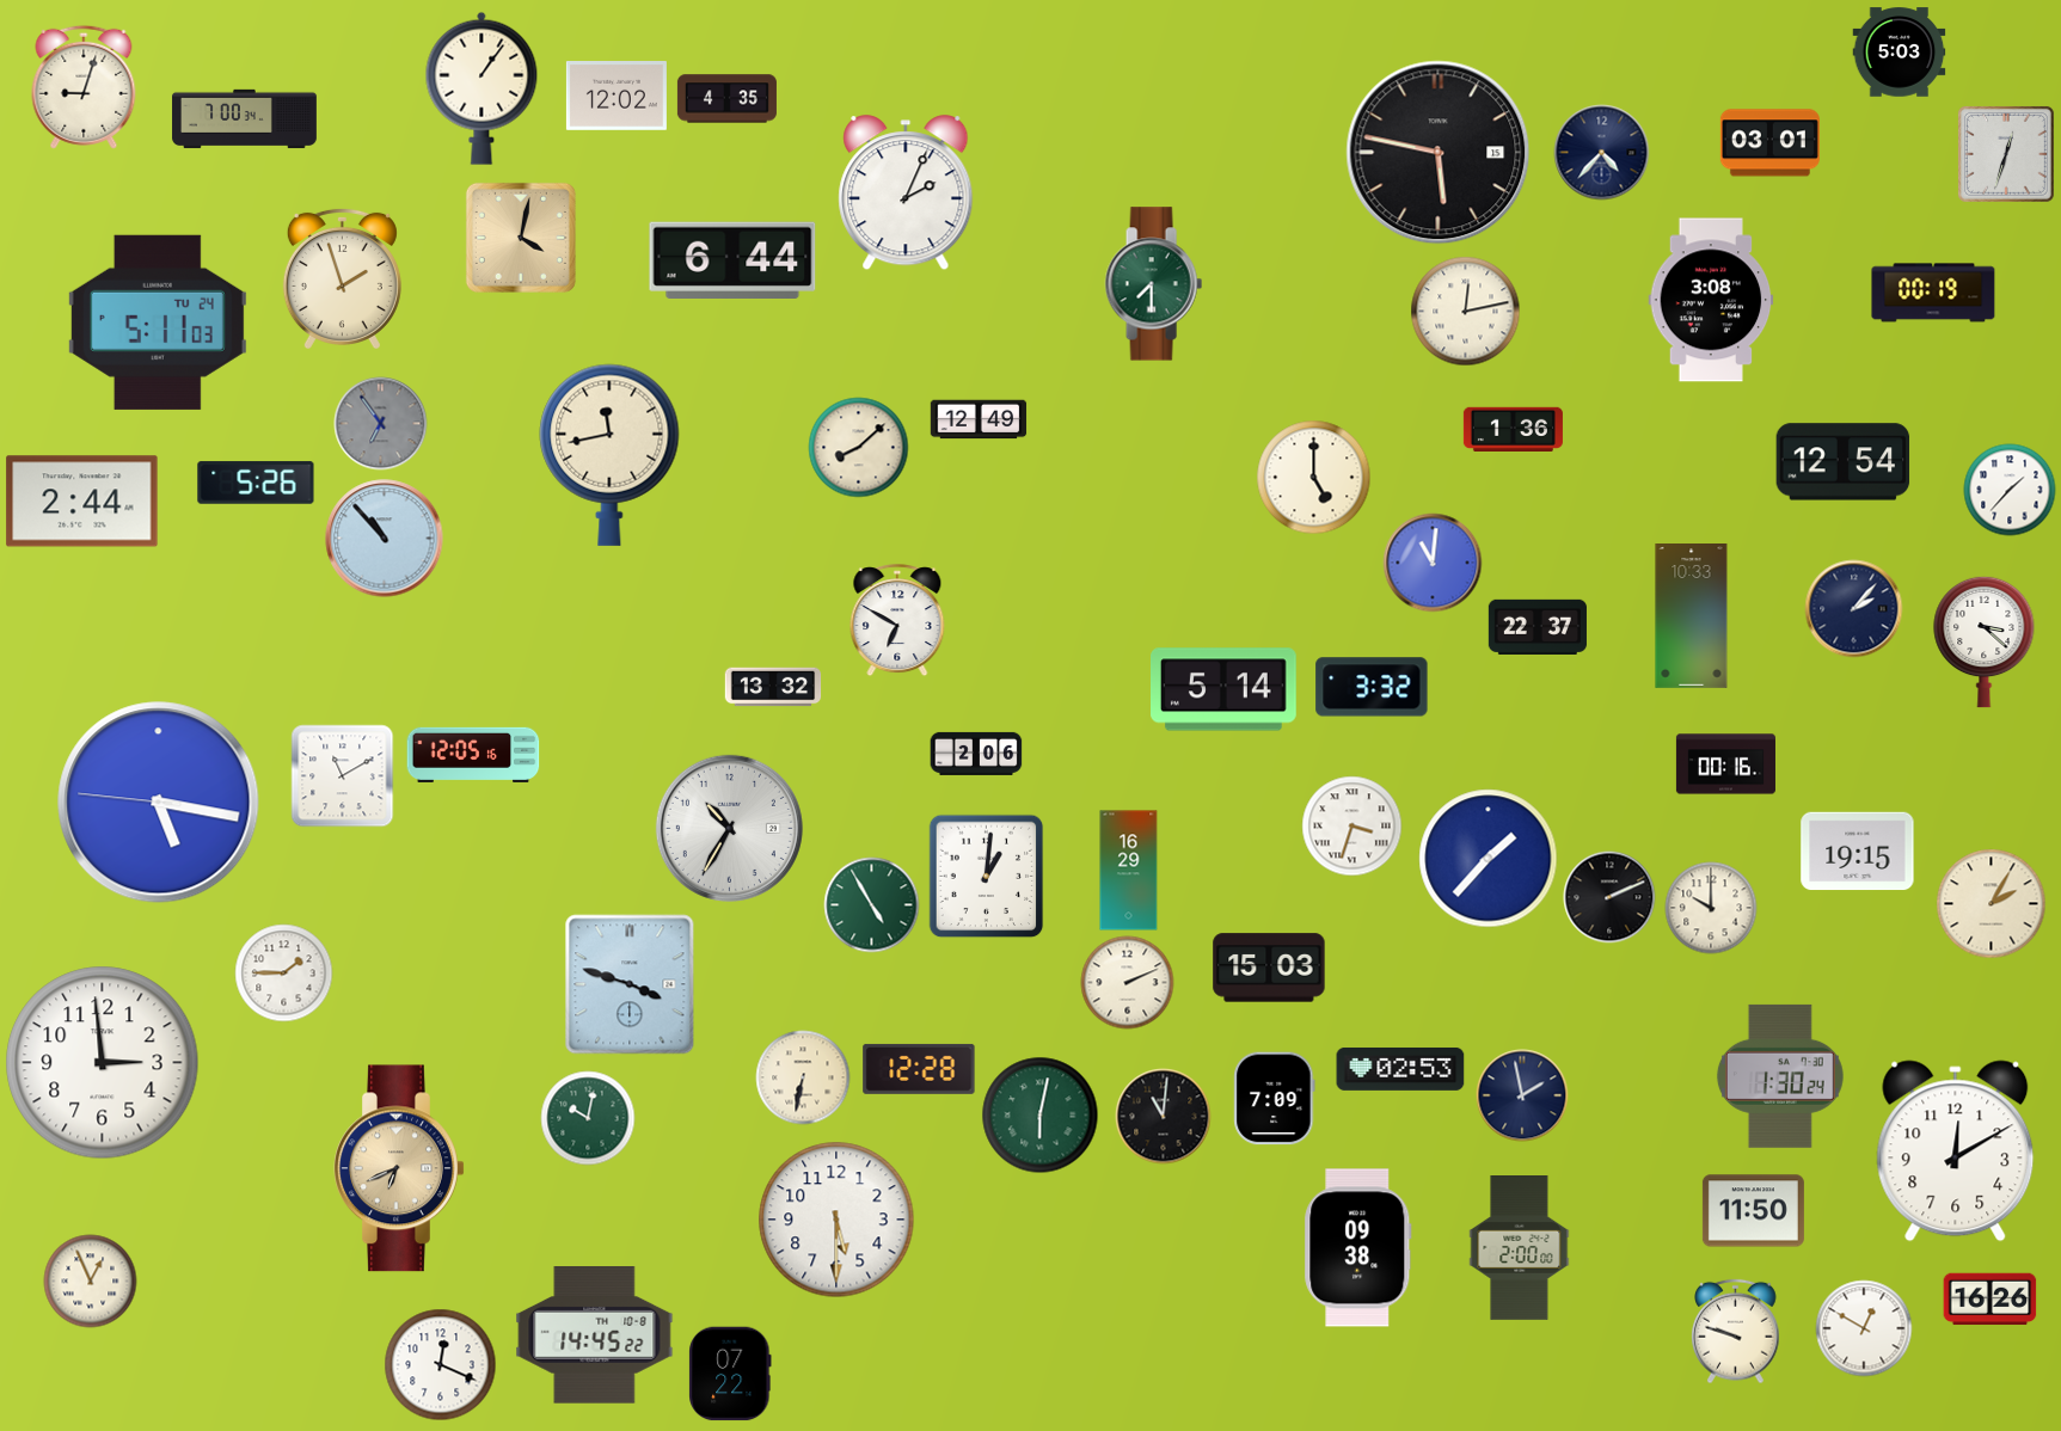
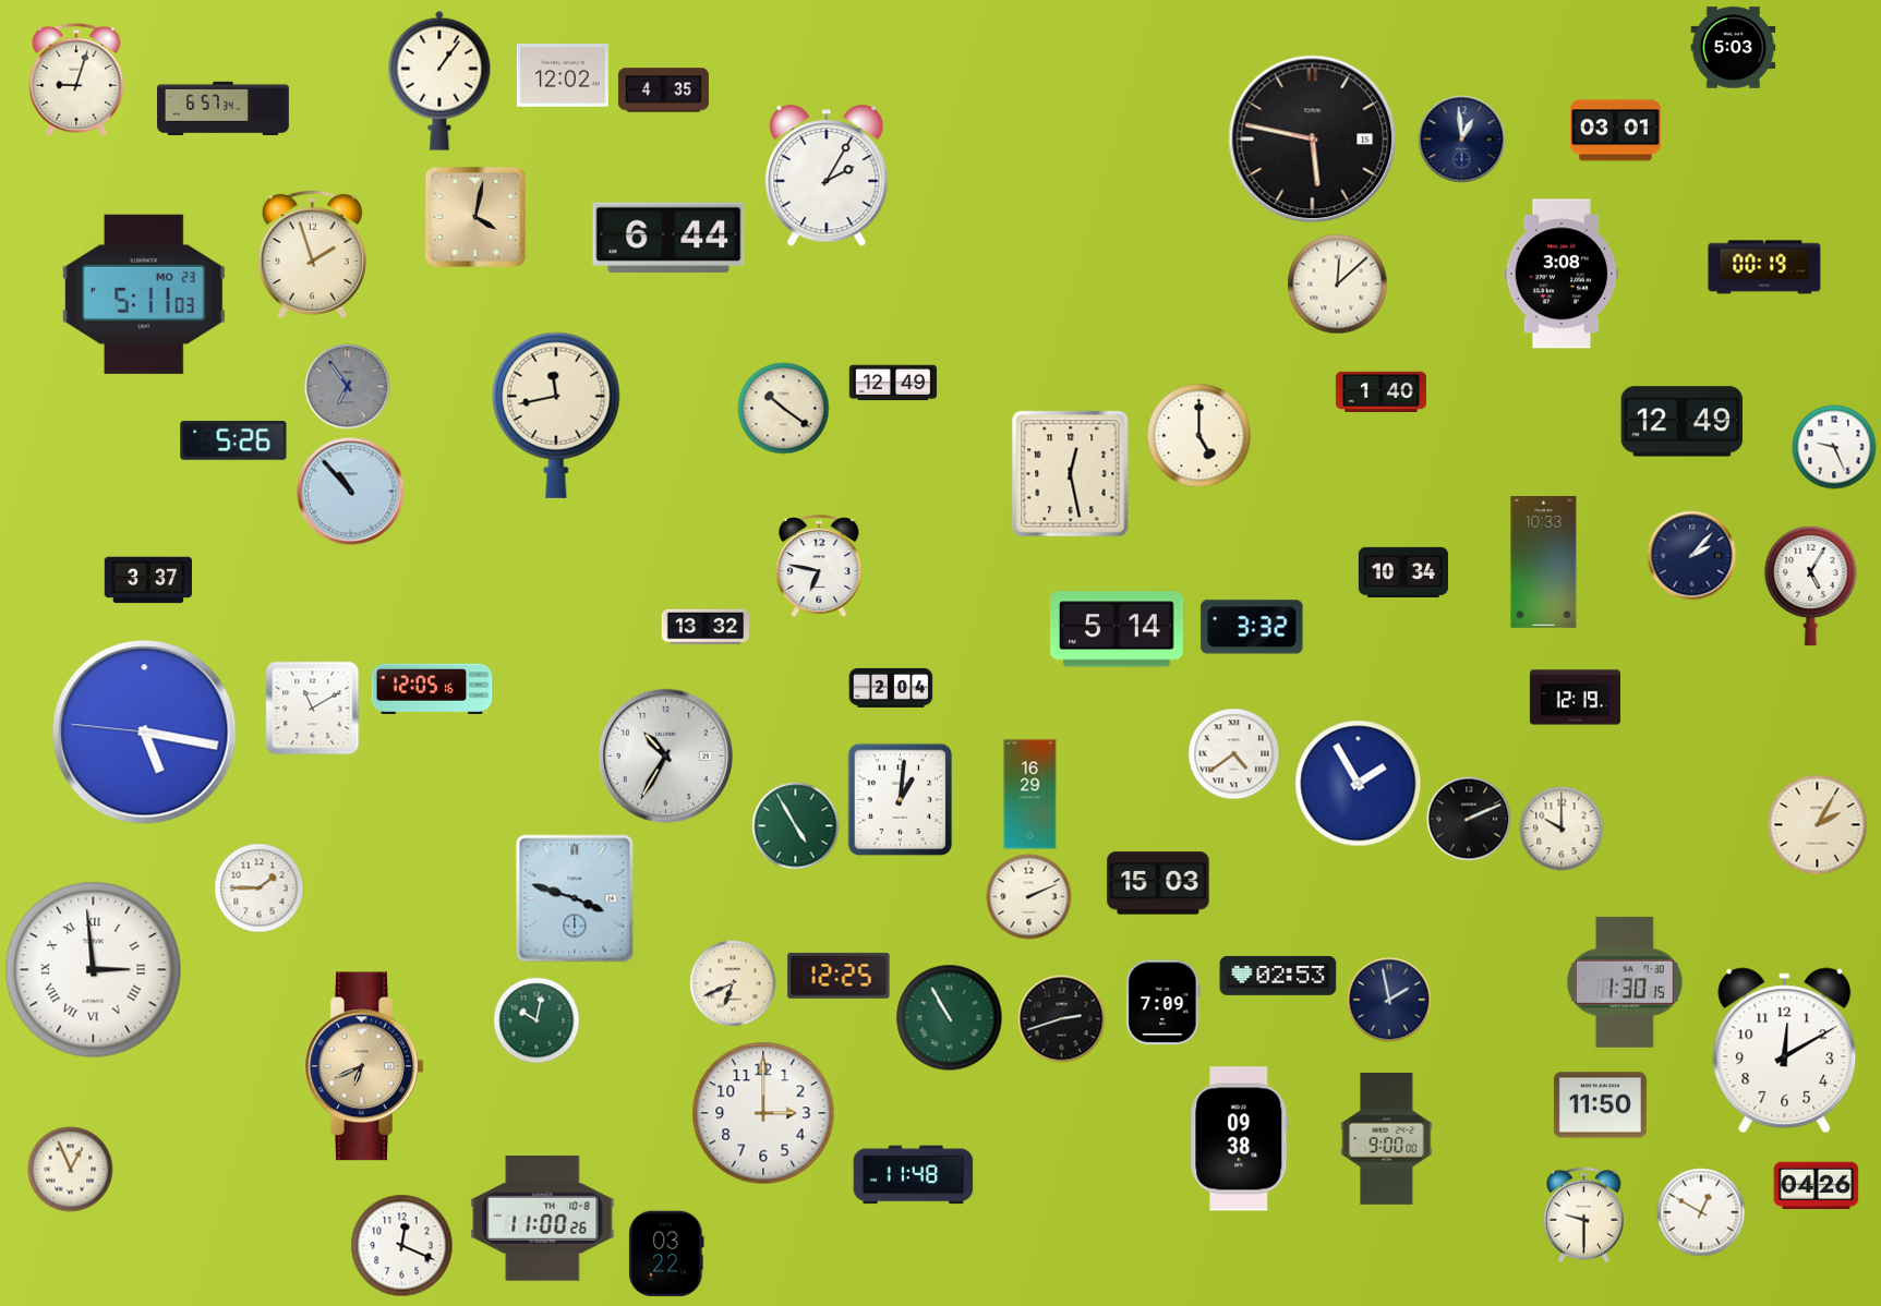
clock at (617, 97) position: (617, 97) -> (563, 76)
clock at (245, 119): 7:00 -> 6:57
clock at (1602, 153): 4:37 -> 12:59
clock at (2006, 154): 12:33 -> none
clock at (906, 194): 2:04 -> 2:05
clock at (1153, 284): 7:30 -> none
clock at (1466, 312): 12:13 -> 12:08
clock at (158, 323) date: TU 24 -> MO 23
clock at (1513, 429): 1:36 -> 1:40
clock at (859, 448): 8:08 -> 10:21
clock at (1844, 462): 12:54 -> 12:49
clock at (2010, 490): 1:37 -> 9:26
clock at (82, 502): 2:44 -> none
clock at (1071, 474): none -> 12:28
clock at (1433, 563): 11:01 -> none
clock at (897, 621): 6:50 -> 6:47
clock at (1538, 627): 22:37 -> 10:34
clock at (148, 580): none -> 3:37
clock at (1985, 641): 3:22 -> 5:05
clock at (976, 754): 2:06 -> 2:04
clock at (1725, 764): 00:16 -> 12:19
clock at (1352, 827): 3:33 -> 4:39
clock at (1858, 852): 19:15 -> none
clock at (1489, 859): 1:37 -> 1:55
clock at (103, 1063) numerals: Arabic -> Roman
clock at (919, 1069): 12:28 -> 12:25
clock at (1780, 1076): 1:30:24 -> 1:30:15
clock at (803, 1077): 6:32 -> 6:41
clock at (1041, 1116): 6:02 -> 10:55
clock at (1164, 1117): 11:01 -> 2:42
clock at (836, 1220): 5:30 -> 3:00
clock at (1520, 1248): 2:00 -> 9:00
clock at (91, 1282) position: (91, 1282) -> (71, 1170)
clock at (914, 1175): none -> 11:48
clock at (1991, 1300): 16:26 -> 04:26
clock at (1736, 1332): 9:48 -> 9:30
clock at (595, 1335): 14:45 -> 11:00
clock at (730, 1374): 07:22 -> 03:22
